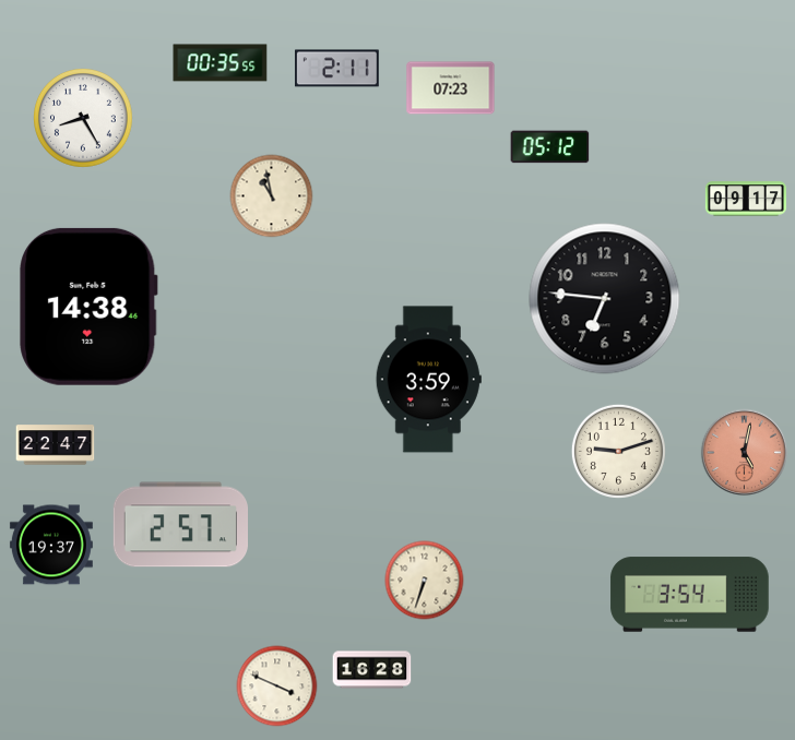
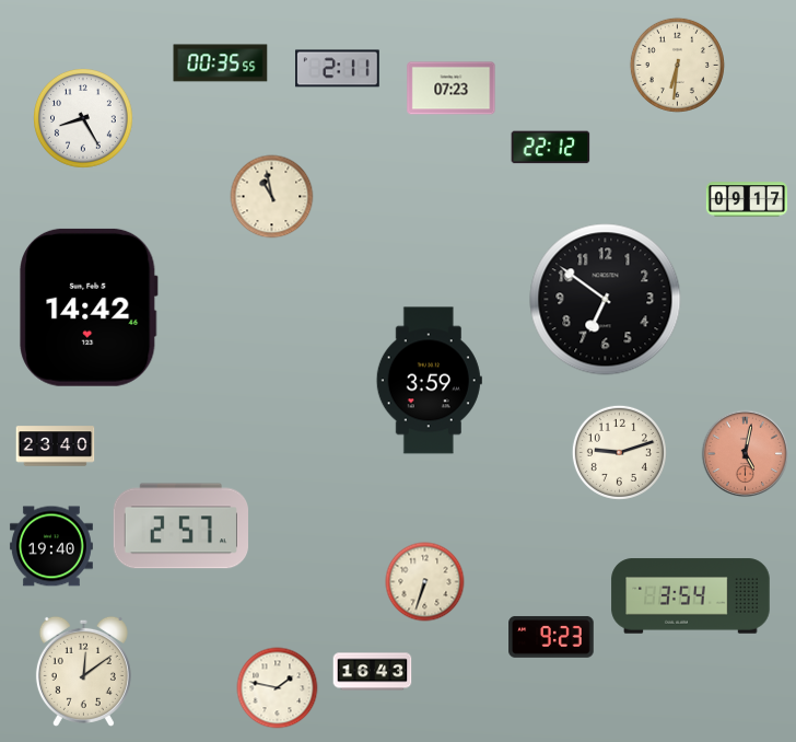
clock at (677, 65): none -> 6:31
clock at (550, 147): 05:12 -> 22:12
clock at (605, 299): 6:46 -> 6:51
clock at (88, 307): 14:38 -> 14:42
clock at (56, 445): 22:47 -> 23:40
clock at (51, 545): 19:37 -> 19:40
clock at (551, 637): none -> 9:23
clock at (83, 671): none -> 12:09
clock at (372, 670): 16:28 -> 16:43
clock at (277, 687): 3:49 -> 1:47
